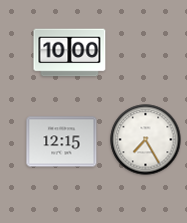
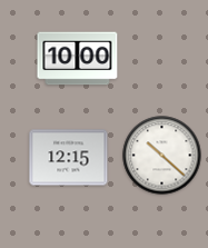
clock at (146, 140): 7:25 -> 10:22
